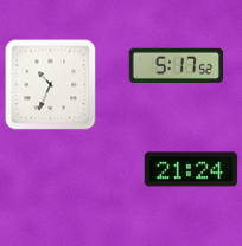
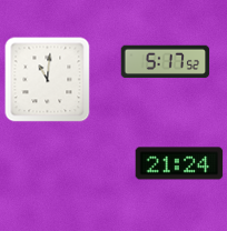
clock at (51, 85): 10:34 -> 11:01
clock at (191, 169) position: (191, 169) -> (179, 163)
